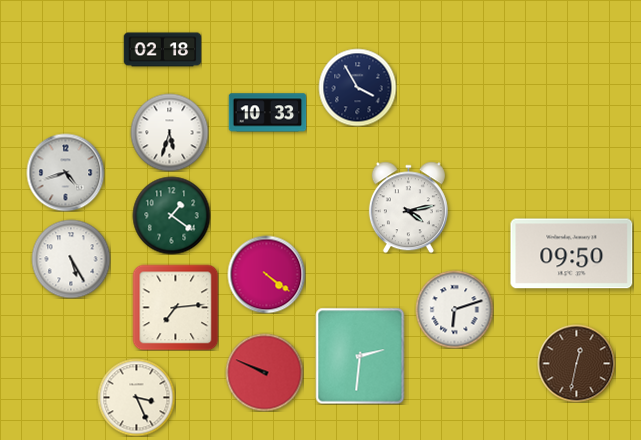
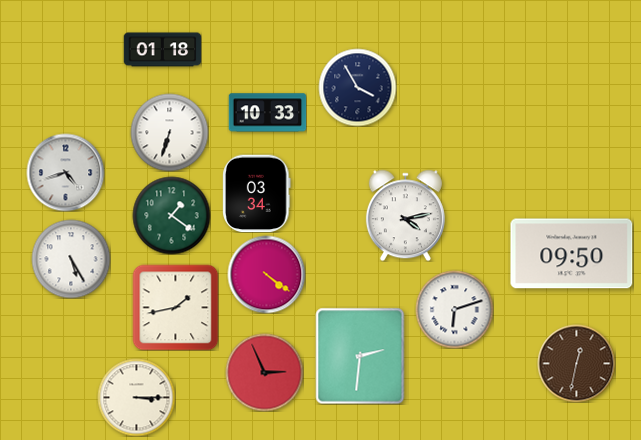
clock at (162, 50): 02:18 -> 01:18
clock at (169, 132): 5:33 -> 6:33
clock at (257, 193): none -> 03:34
clock at (408, 207) position: (408, 207) -> (405, 215)
clock at (175, 307): 7:14 -> 1:43
clock at (264, 372): 9:49 -> 2:56
clock at (136, 397): 3:26 -> 3:15
